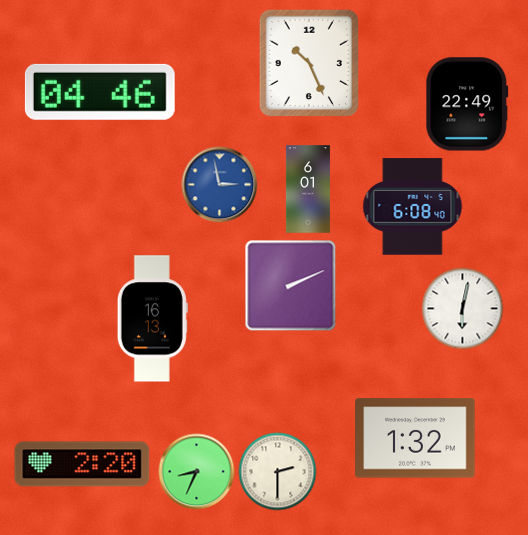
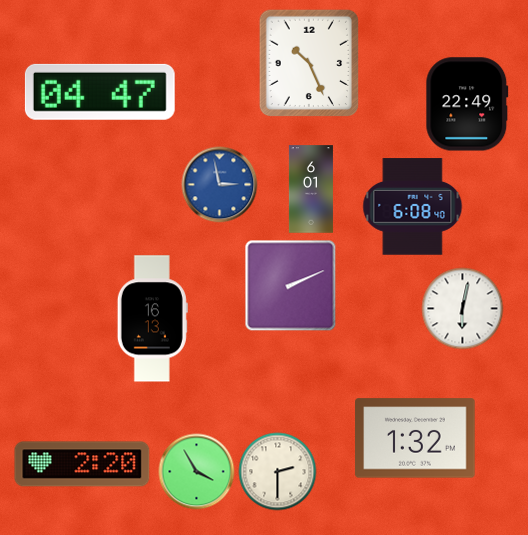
clock at (100, 92): 04:46 -> 04:47
clock at (308, 189) position: (308, 189) -> (311, 189)
clock at (197, 472): 8:34 -> 3:55
